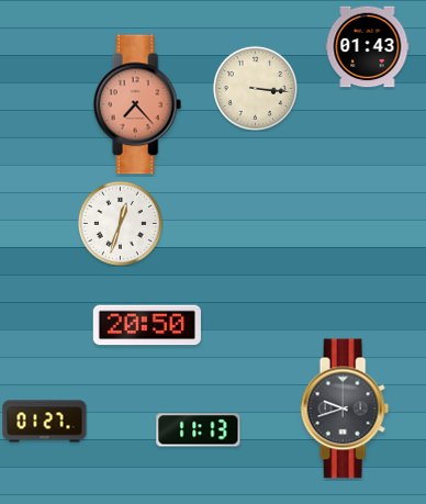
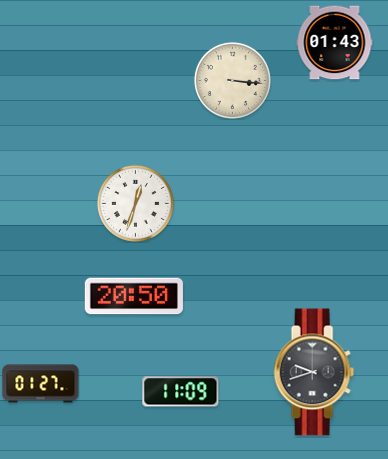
clock at (137, 104): 7:23 -> none
clock at (120, 223) position: (120, 223) -> (135, 203)
clock at (199, 430): 11:13 -> 11:09
